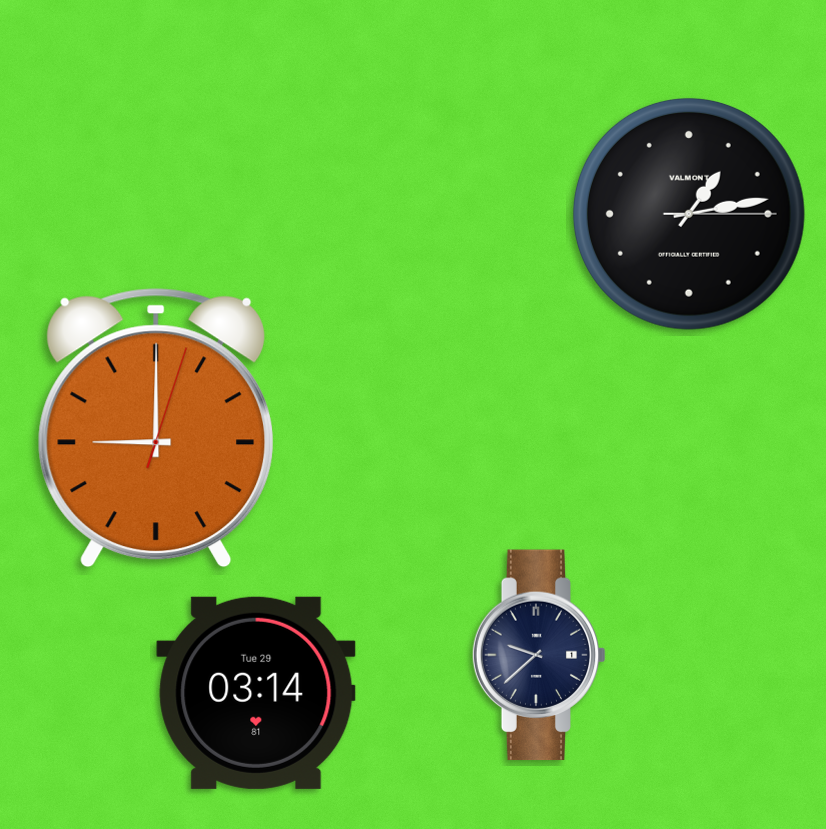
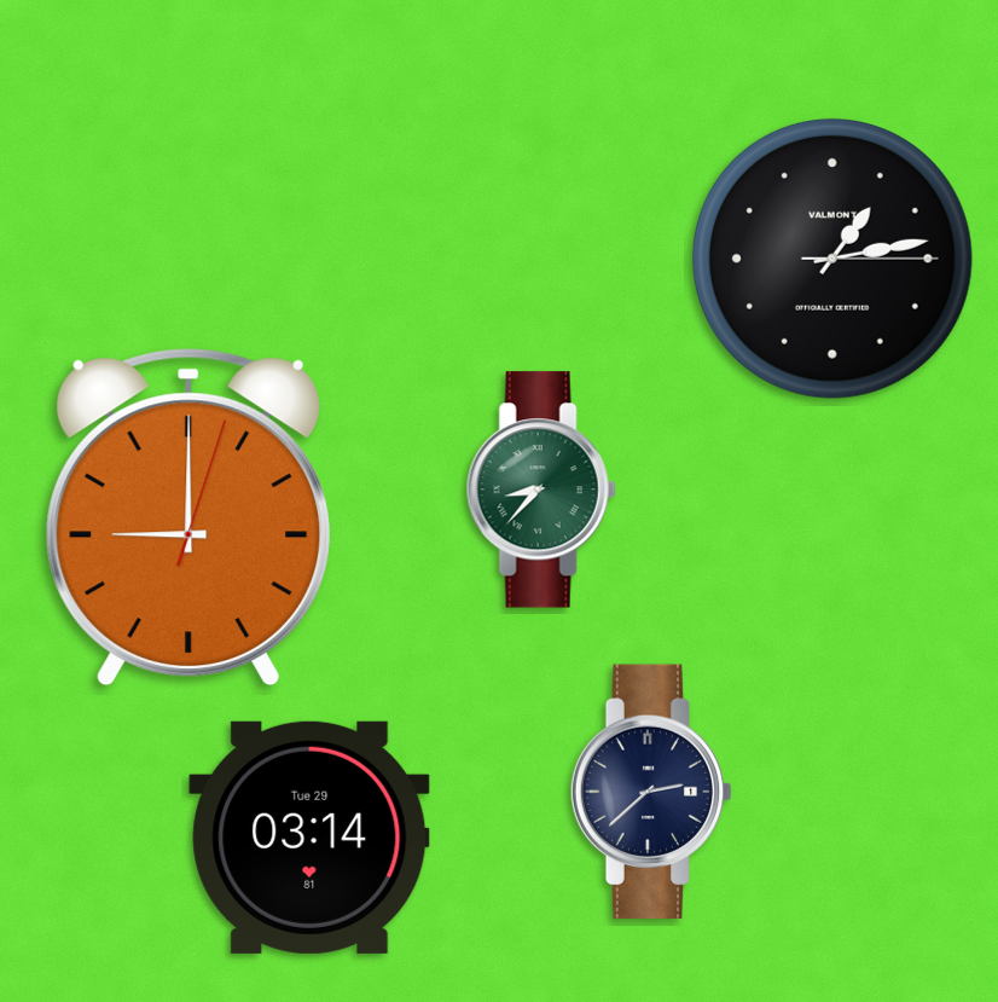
clock at (541, 490): none -> 8:37
clock at (539, 655): 9:38 -> 2:38
